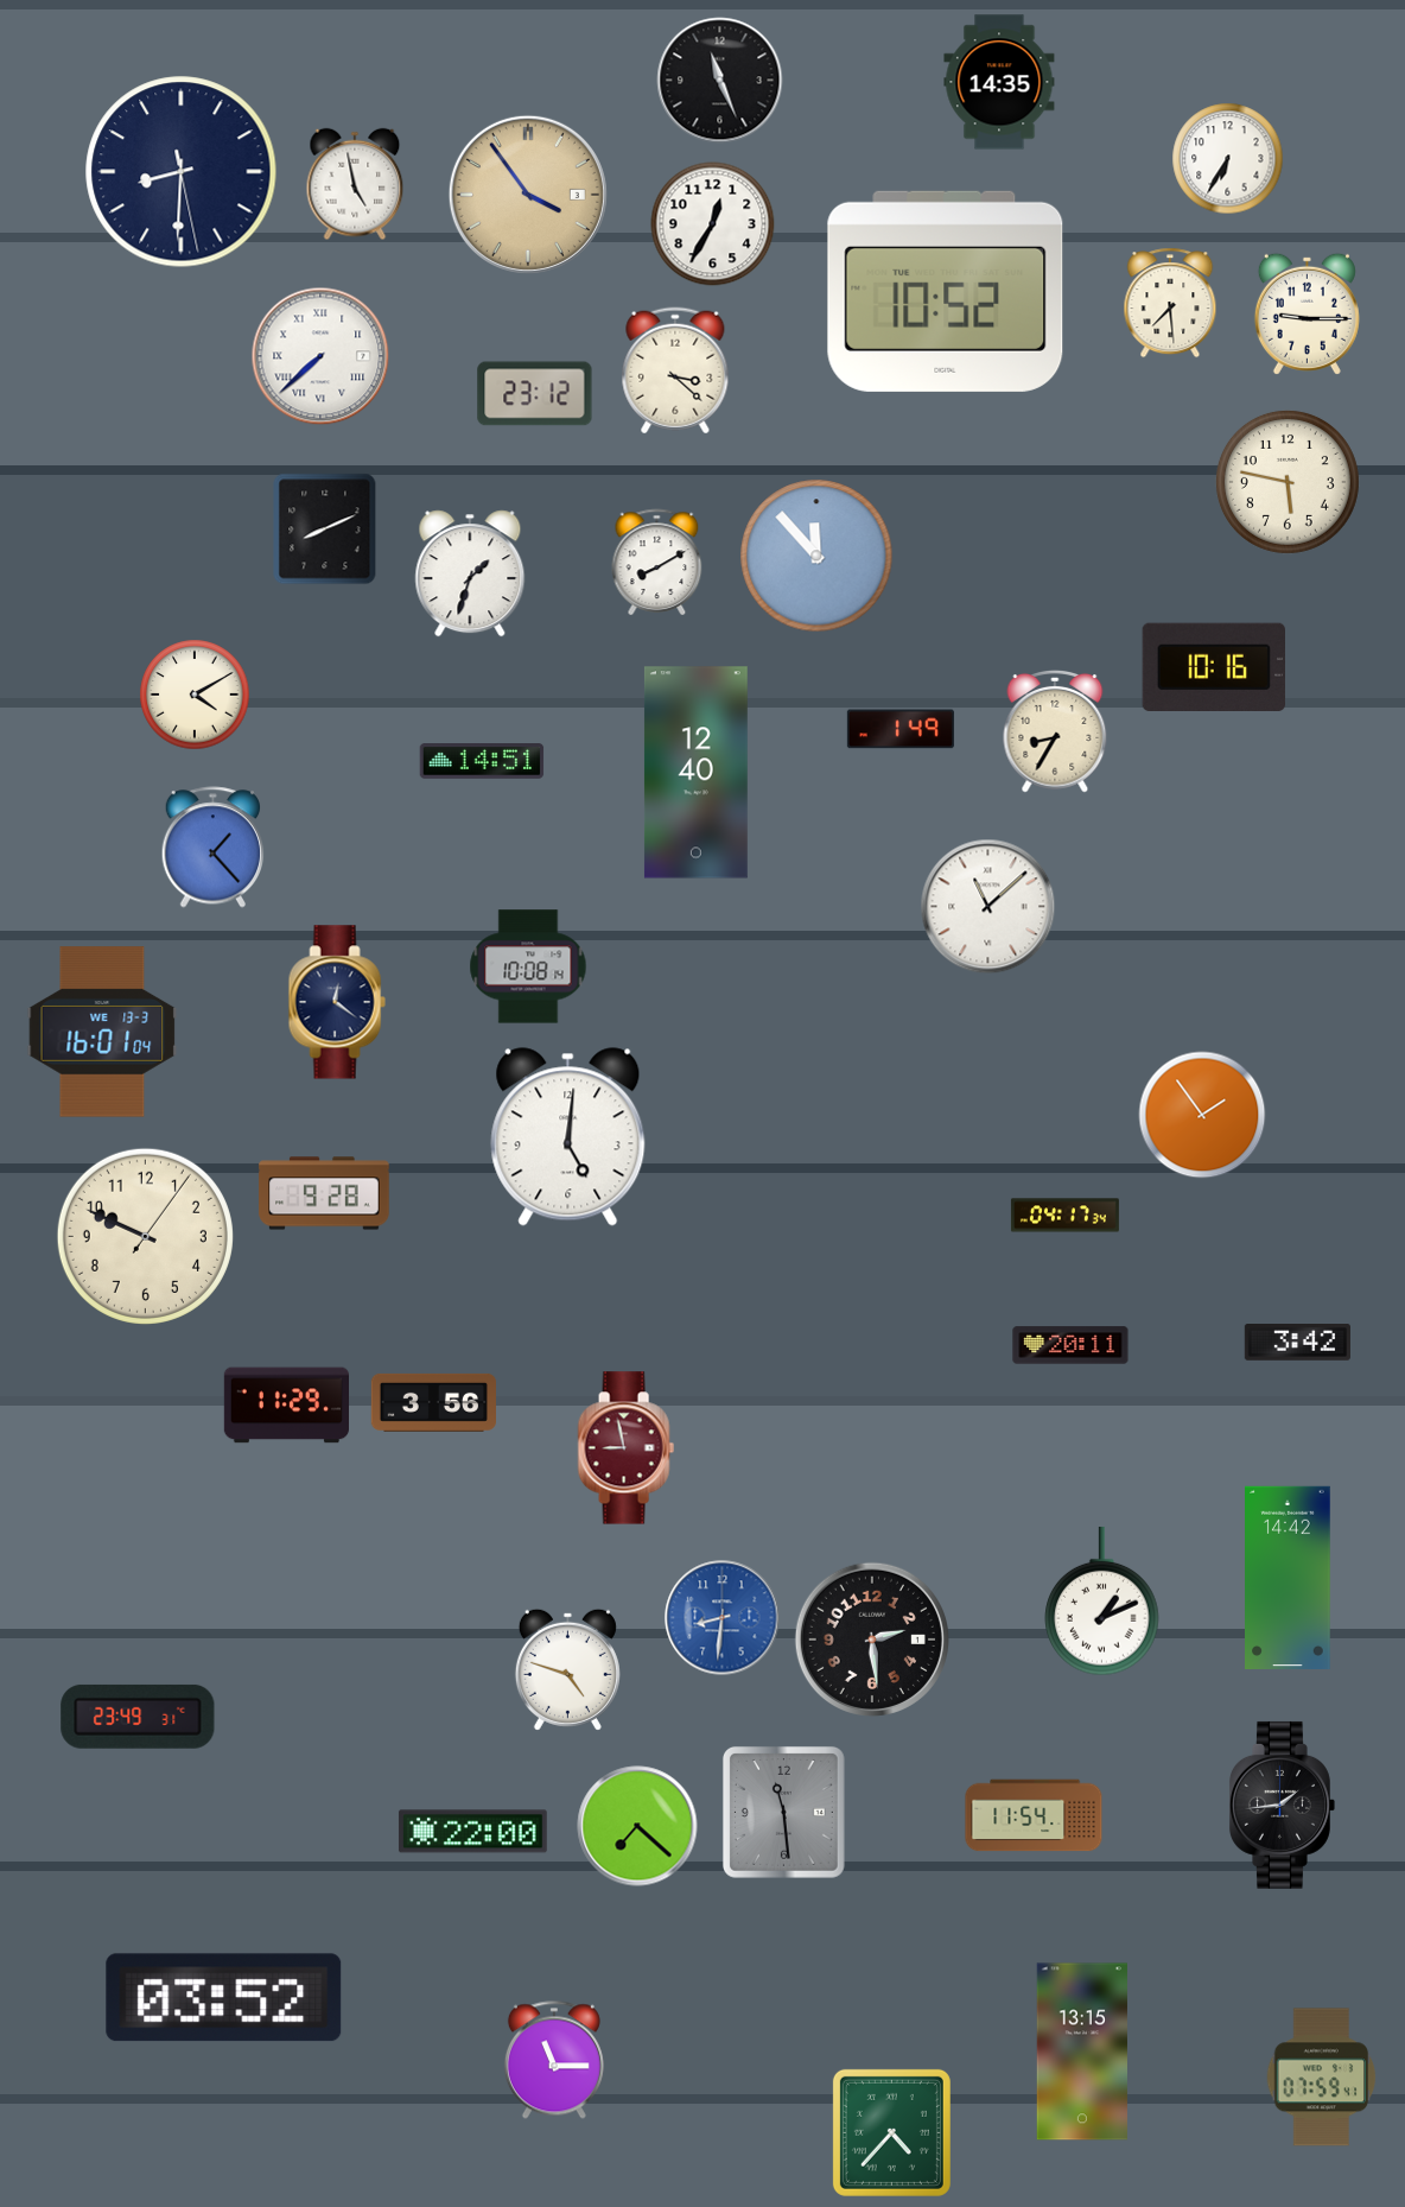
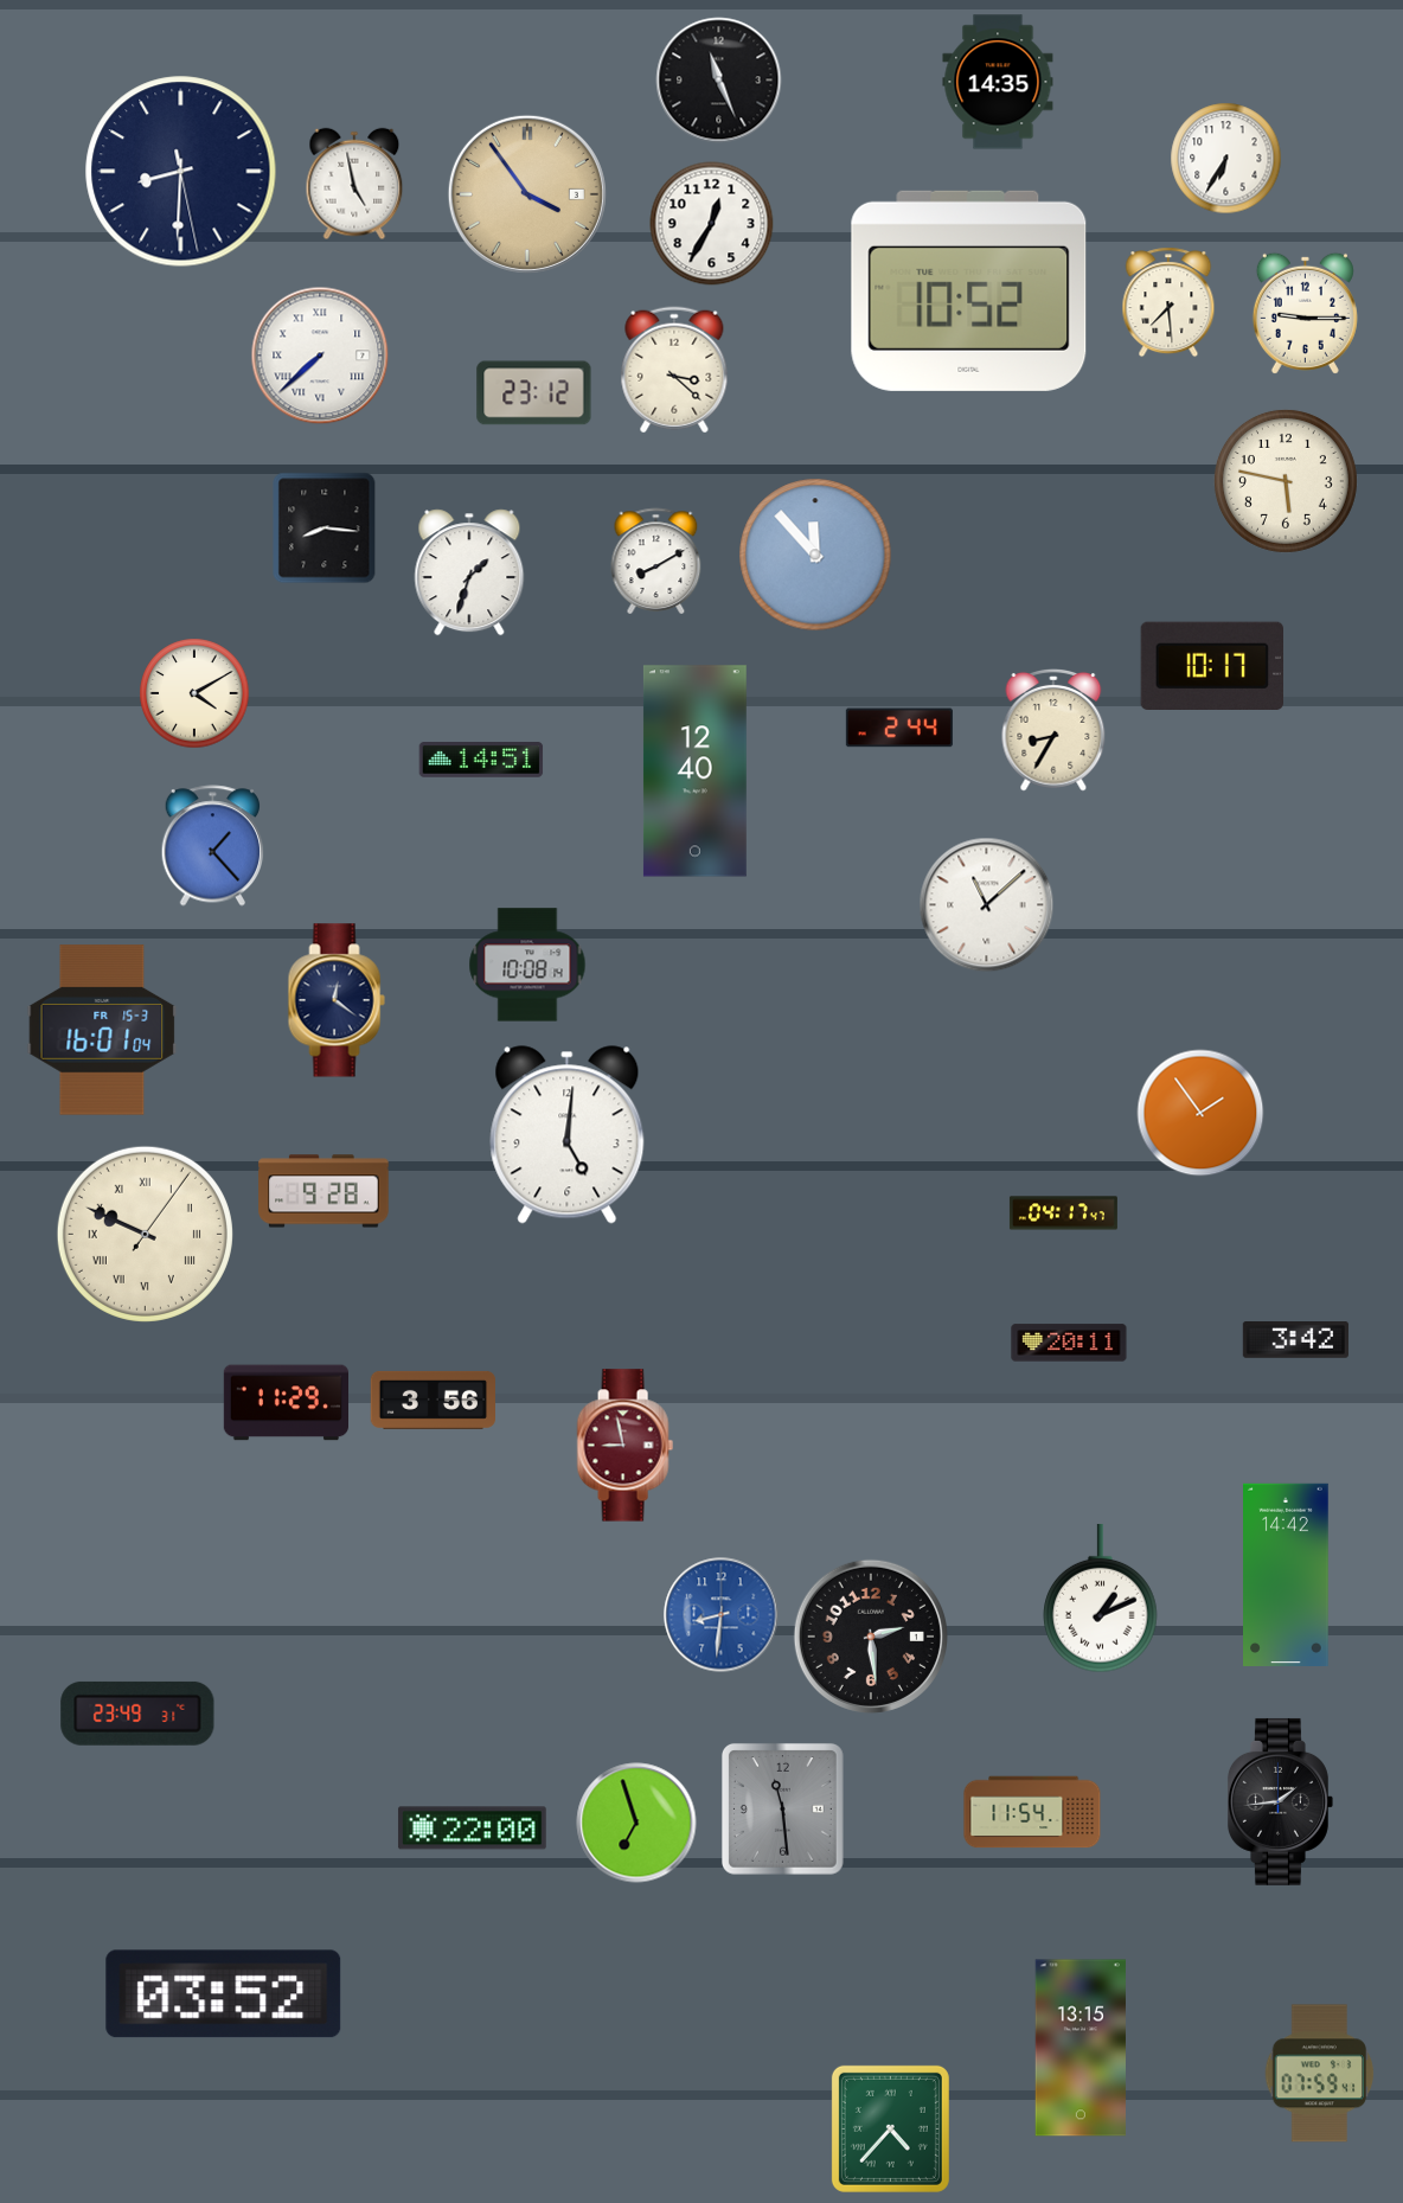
clock at (946, 291) position: (946, 291) -> (969, 290)
clock at (325, 529): 8:11 -> 8:16
clock at (1213, 666): 10:16 -> 10:17
clock at (901, 729): 1:49 -> 2:44
clock at (102, 1032) date: WE 13-3 -> FR 15-3
clock at (1064, 1216): 04:17:34 -> 04:17:47
clock at (145, 1236) numerals: Arabic -> Roman
clock at (567, 1669): 4:48 -> none
clock at (637, 1826): 7:22 -> 6:57
clock at (554, 2060): 11:15 -> none
